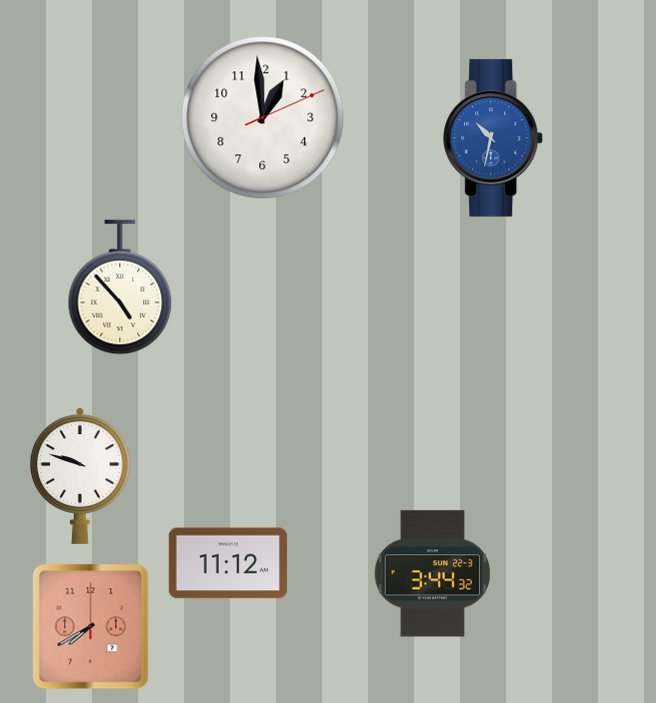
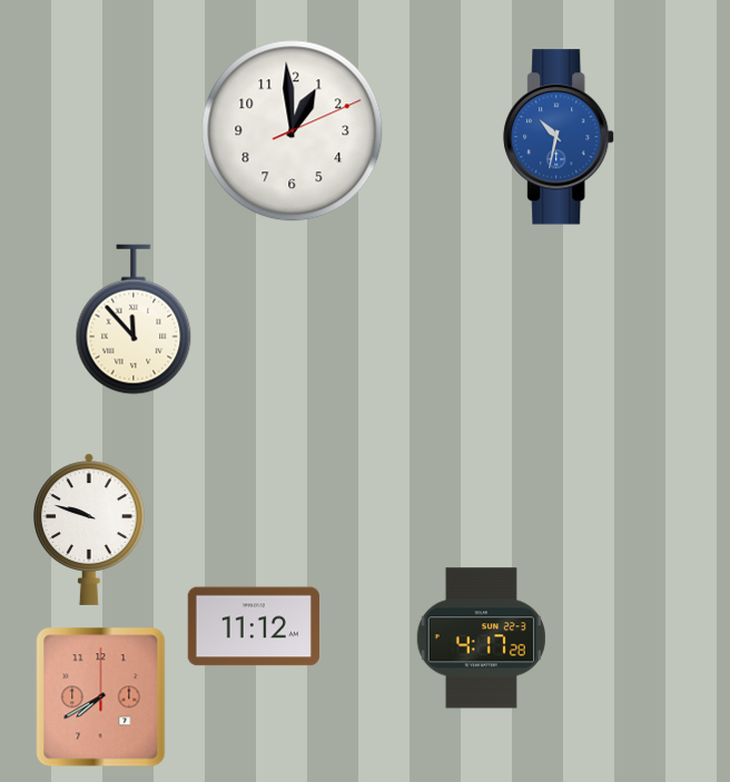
clock at (494, 138) position: (494, 138) -> (560, 137)
clock at (120, 287): 4:53 -> 11:53
clock at (432, 574): 3:44 -> 4:17
